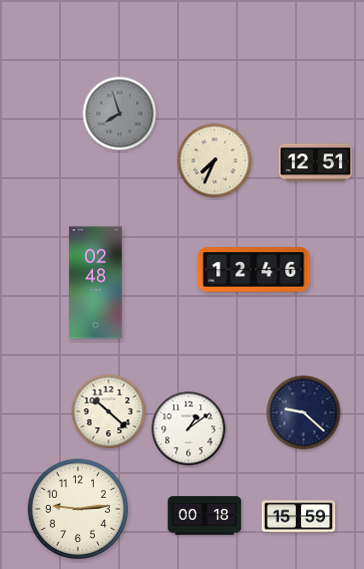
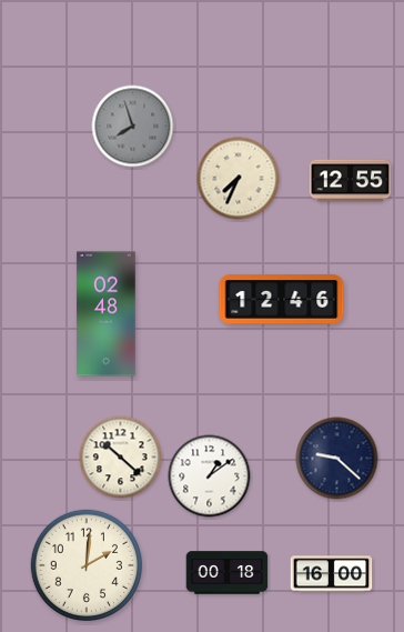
clock at (316, 163): 12:51 -> 12:55
clock at (77, 508): 9:14 -> 2:01
clock at (299, 517): 15:59 -> 16:00
